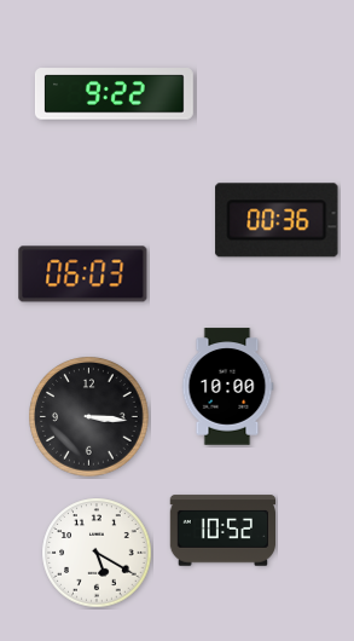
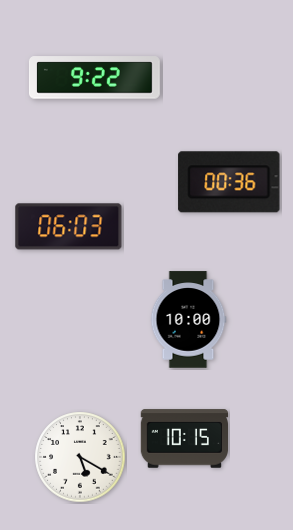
clock at (89, 417): 3:16 -> none
clock at (222, 531): 10:52 -> 10:15
